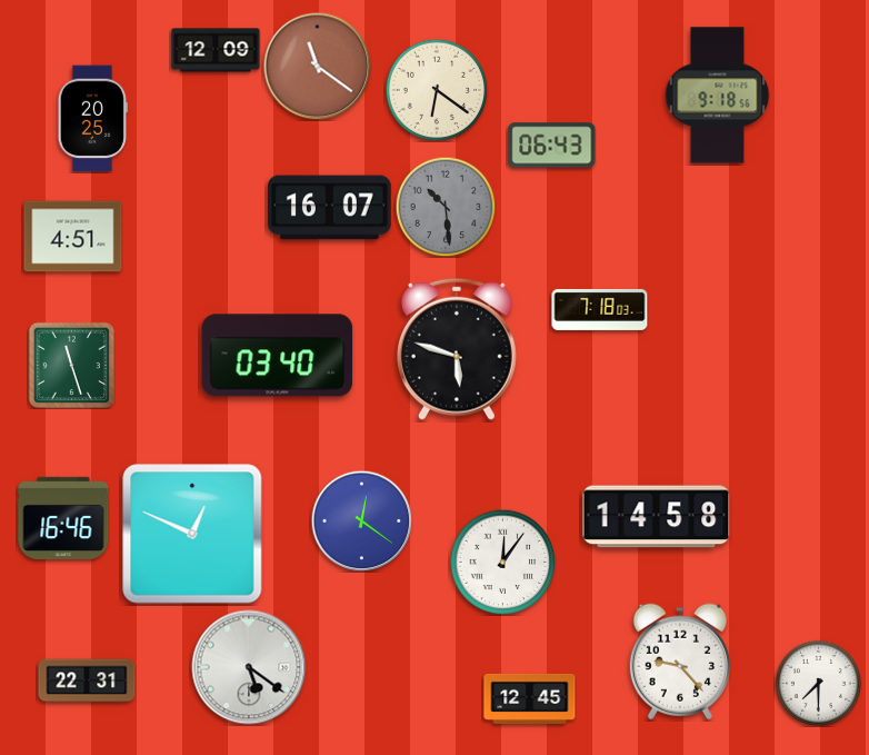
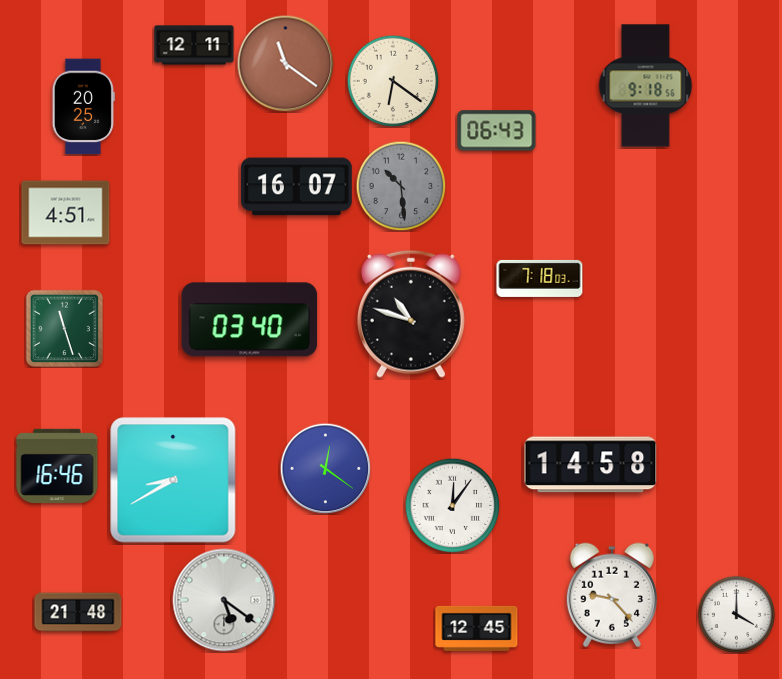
clock at (216, 50): 12:09 -> 12:11
clock at (318, 67) position: (318, 67) -> (286, 64)
clock at (457, 349): 5:48 -> 10:48
clock at (192, 534): 12:49 -> 8:40
clock at (87, 681): 22:31 -> 21:48
clock at (818, 683): 7:30 -> 4:00
